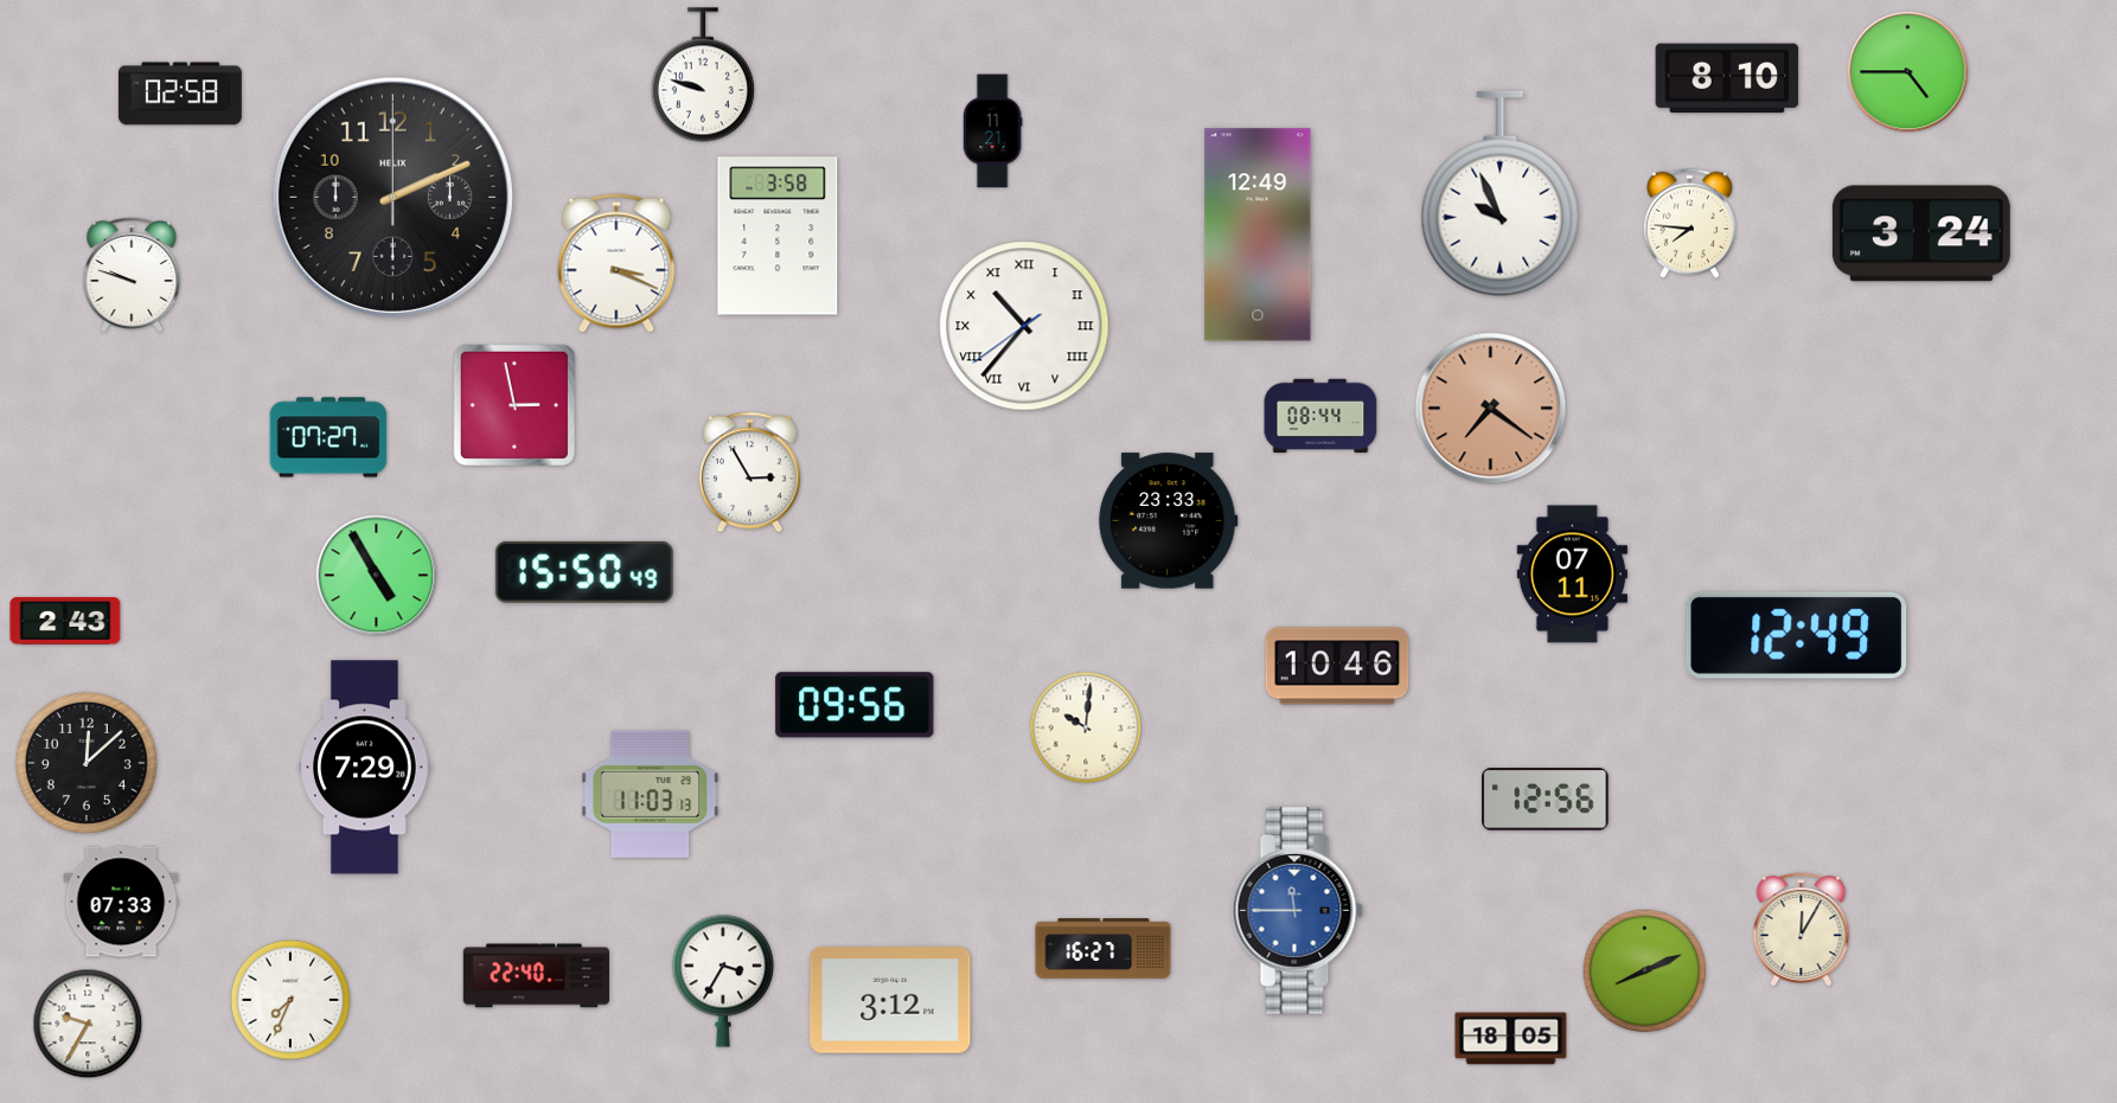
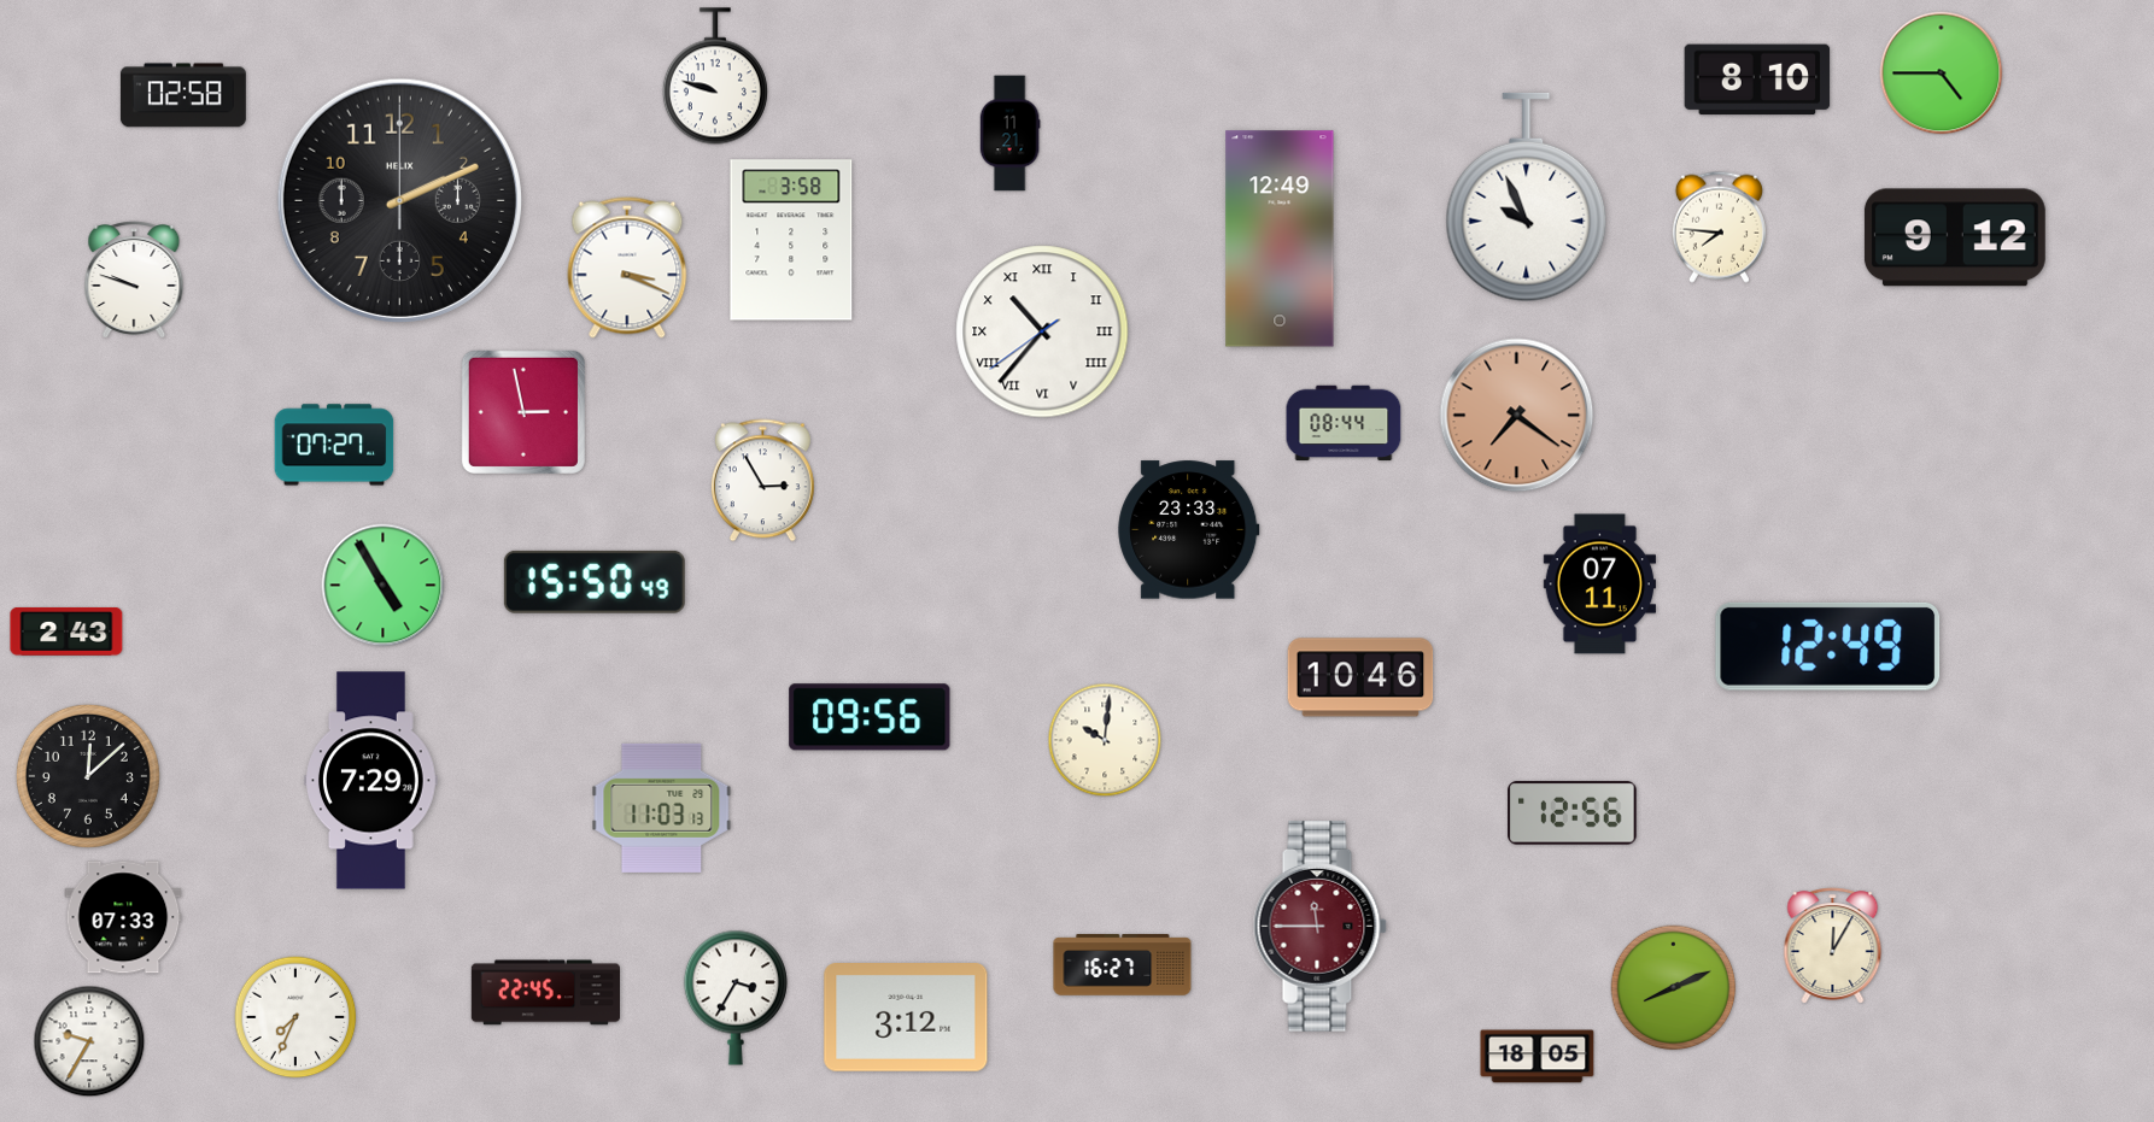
clock at (1921, 233): 3:24 -> 9:12
clock at (1297, 911) dial: blue -> burgundy
clock at (536, 976): 22:40 -> 22:45
